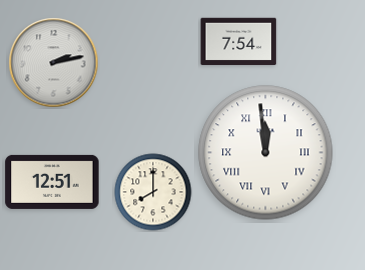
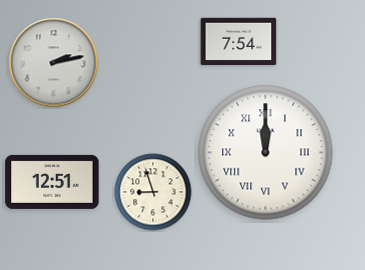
clock at (266, 153): 11:59 -> 12:00
clock at (153, 192): 8:00 -> 8:57
